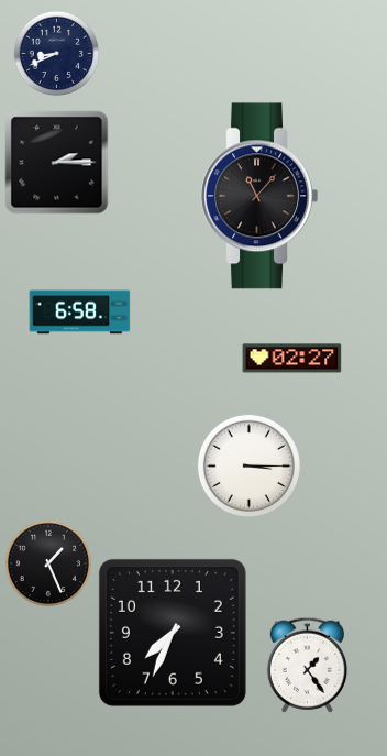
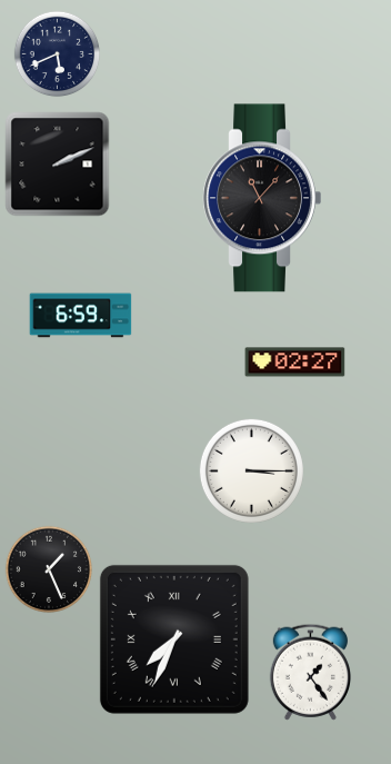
clock at (57, 54): 8:41 -> 5:41
clock at (57, 163): 2:15 -> 2:11
clock at (80, 313): 6:58 -> 6:59
clock at (173, 633) numerals: Arabic -> Roman
